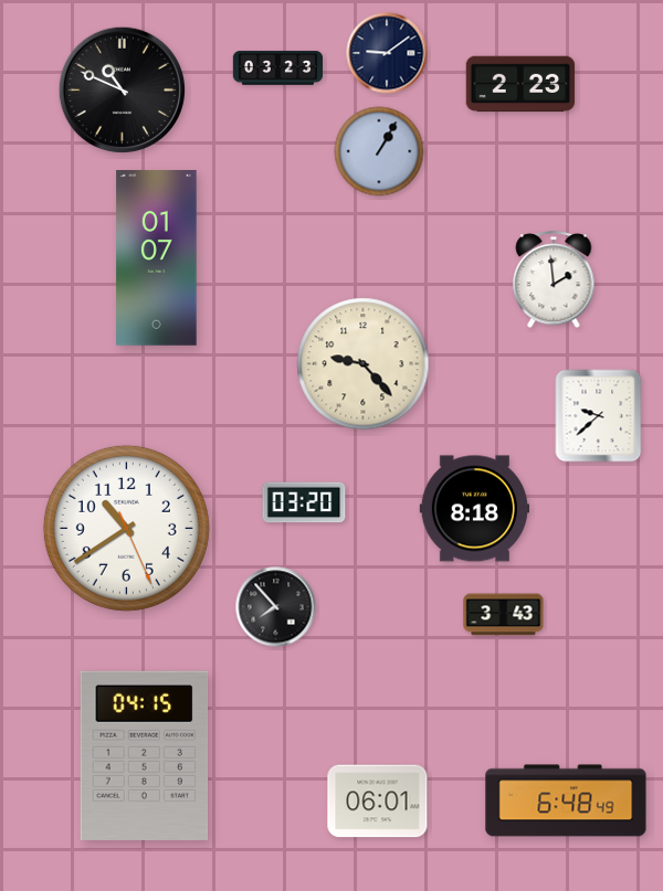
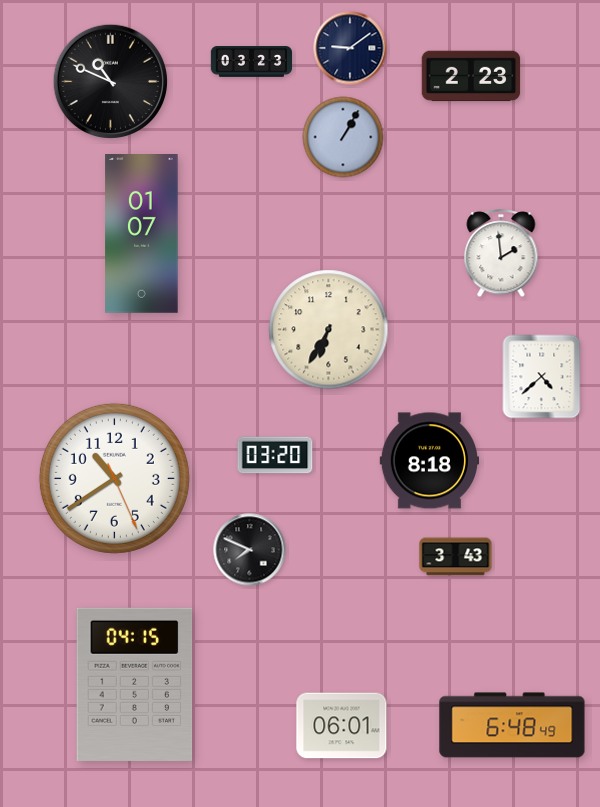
clock at (364, 364): 9:23 -> 6:35
clock at (599, 416): 9:38 -> 4:38
clock at (276, 607): 7:53 -> 7:49
clock at (145, 755) position: (145, 755) -> (135, 684)
